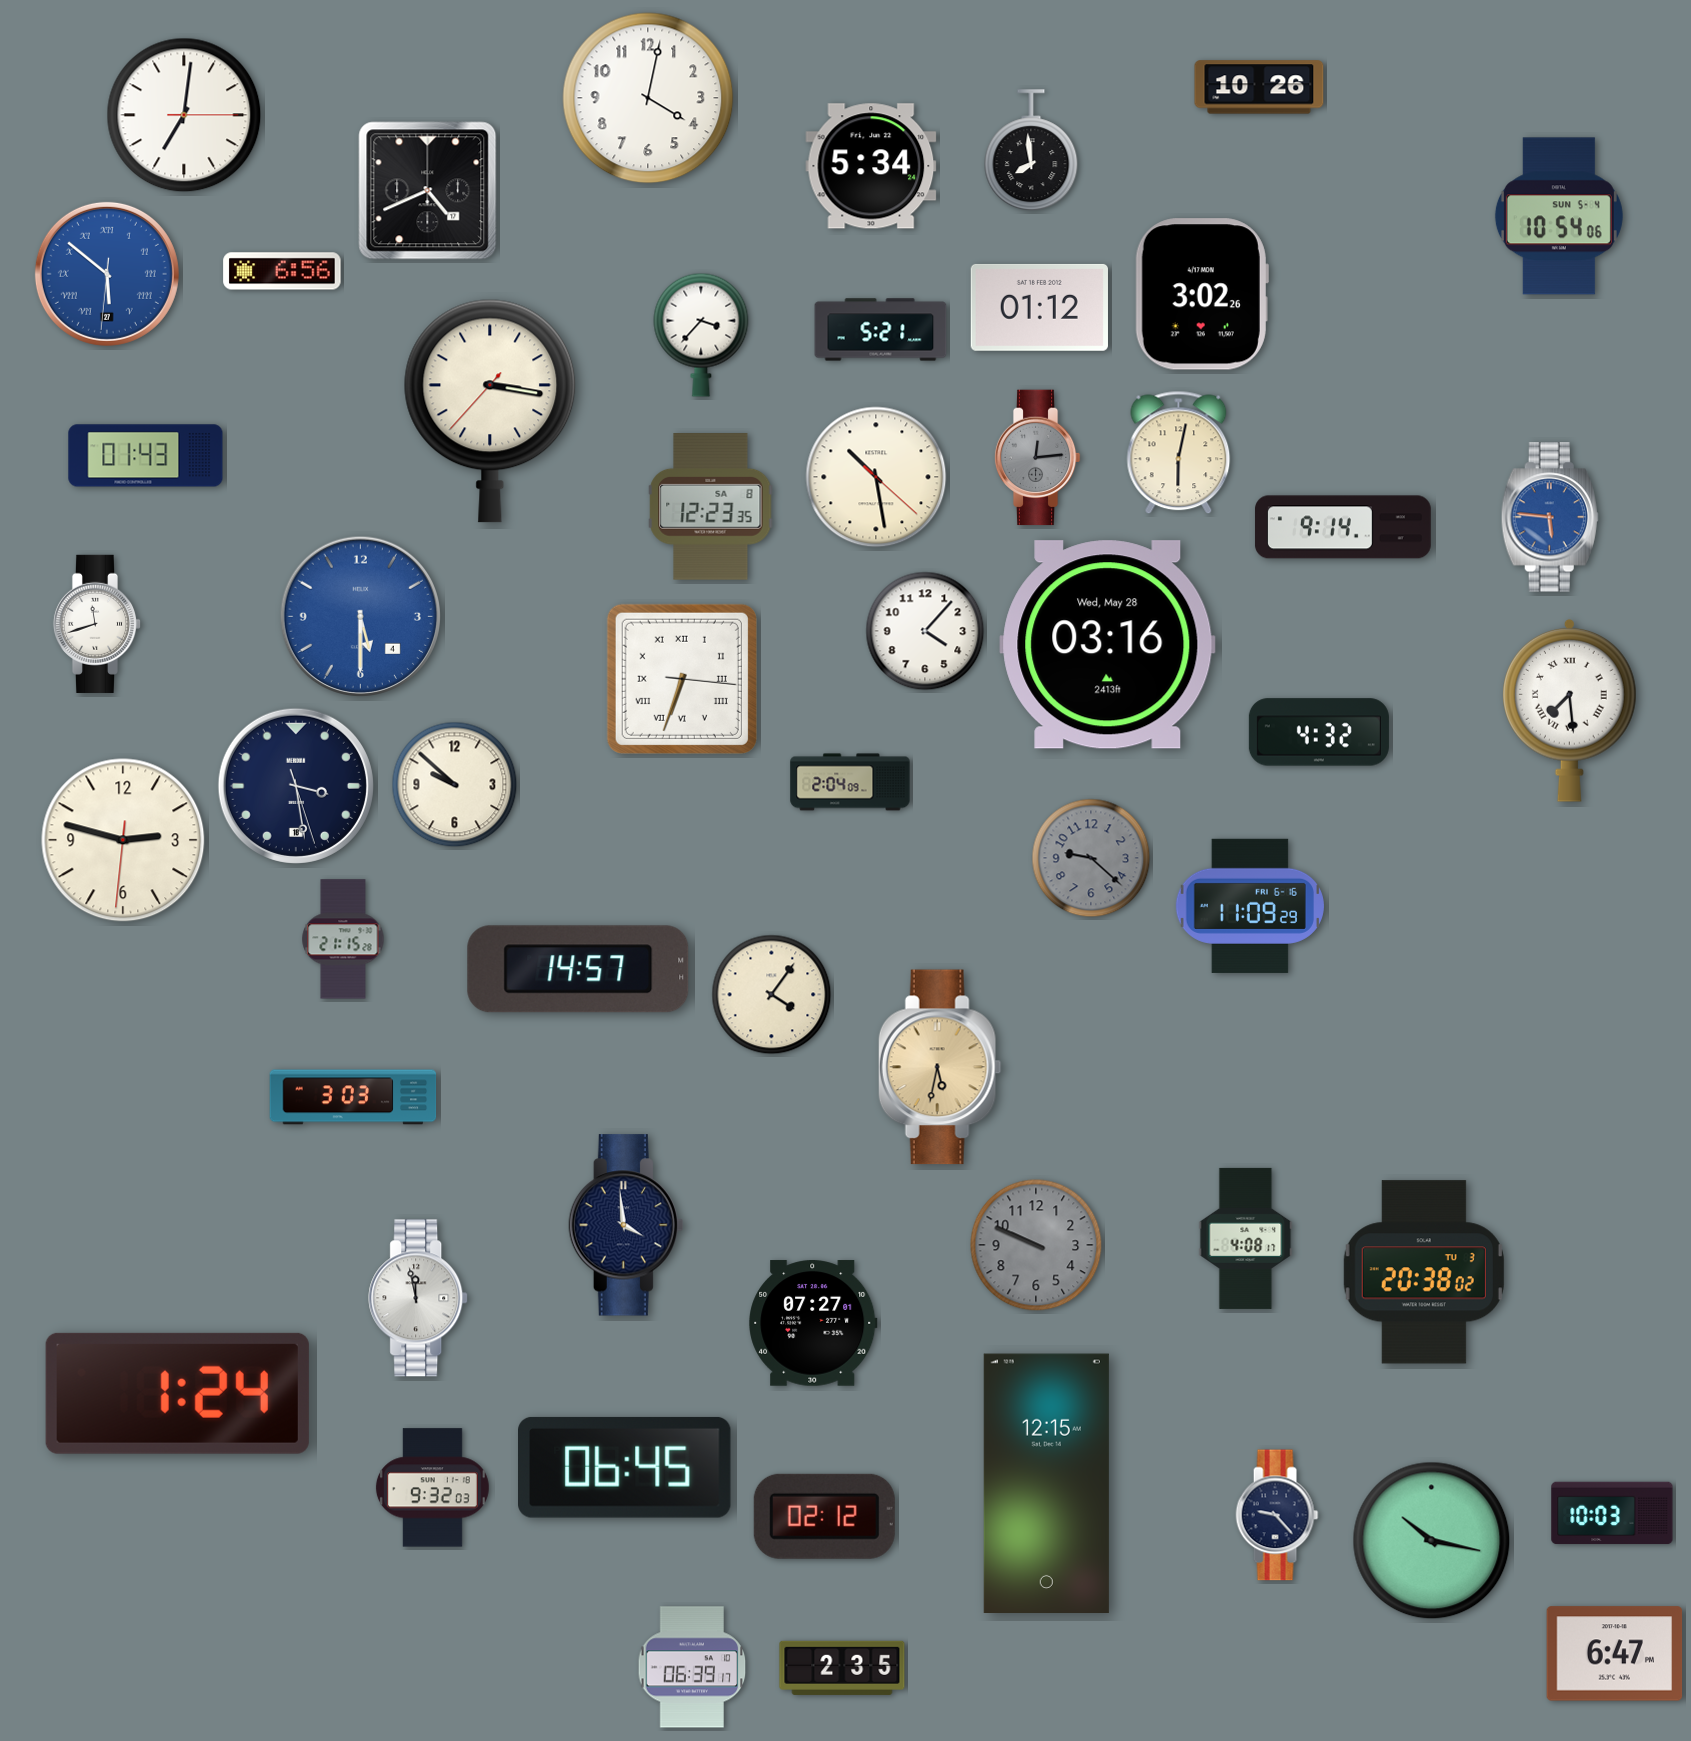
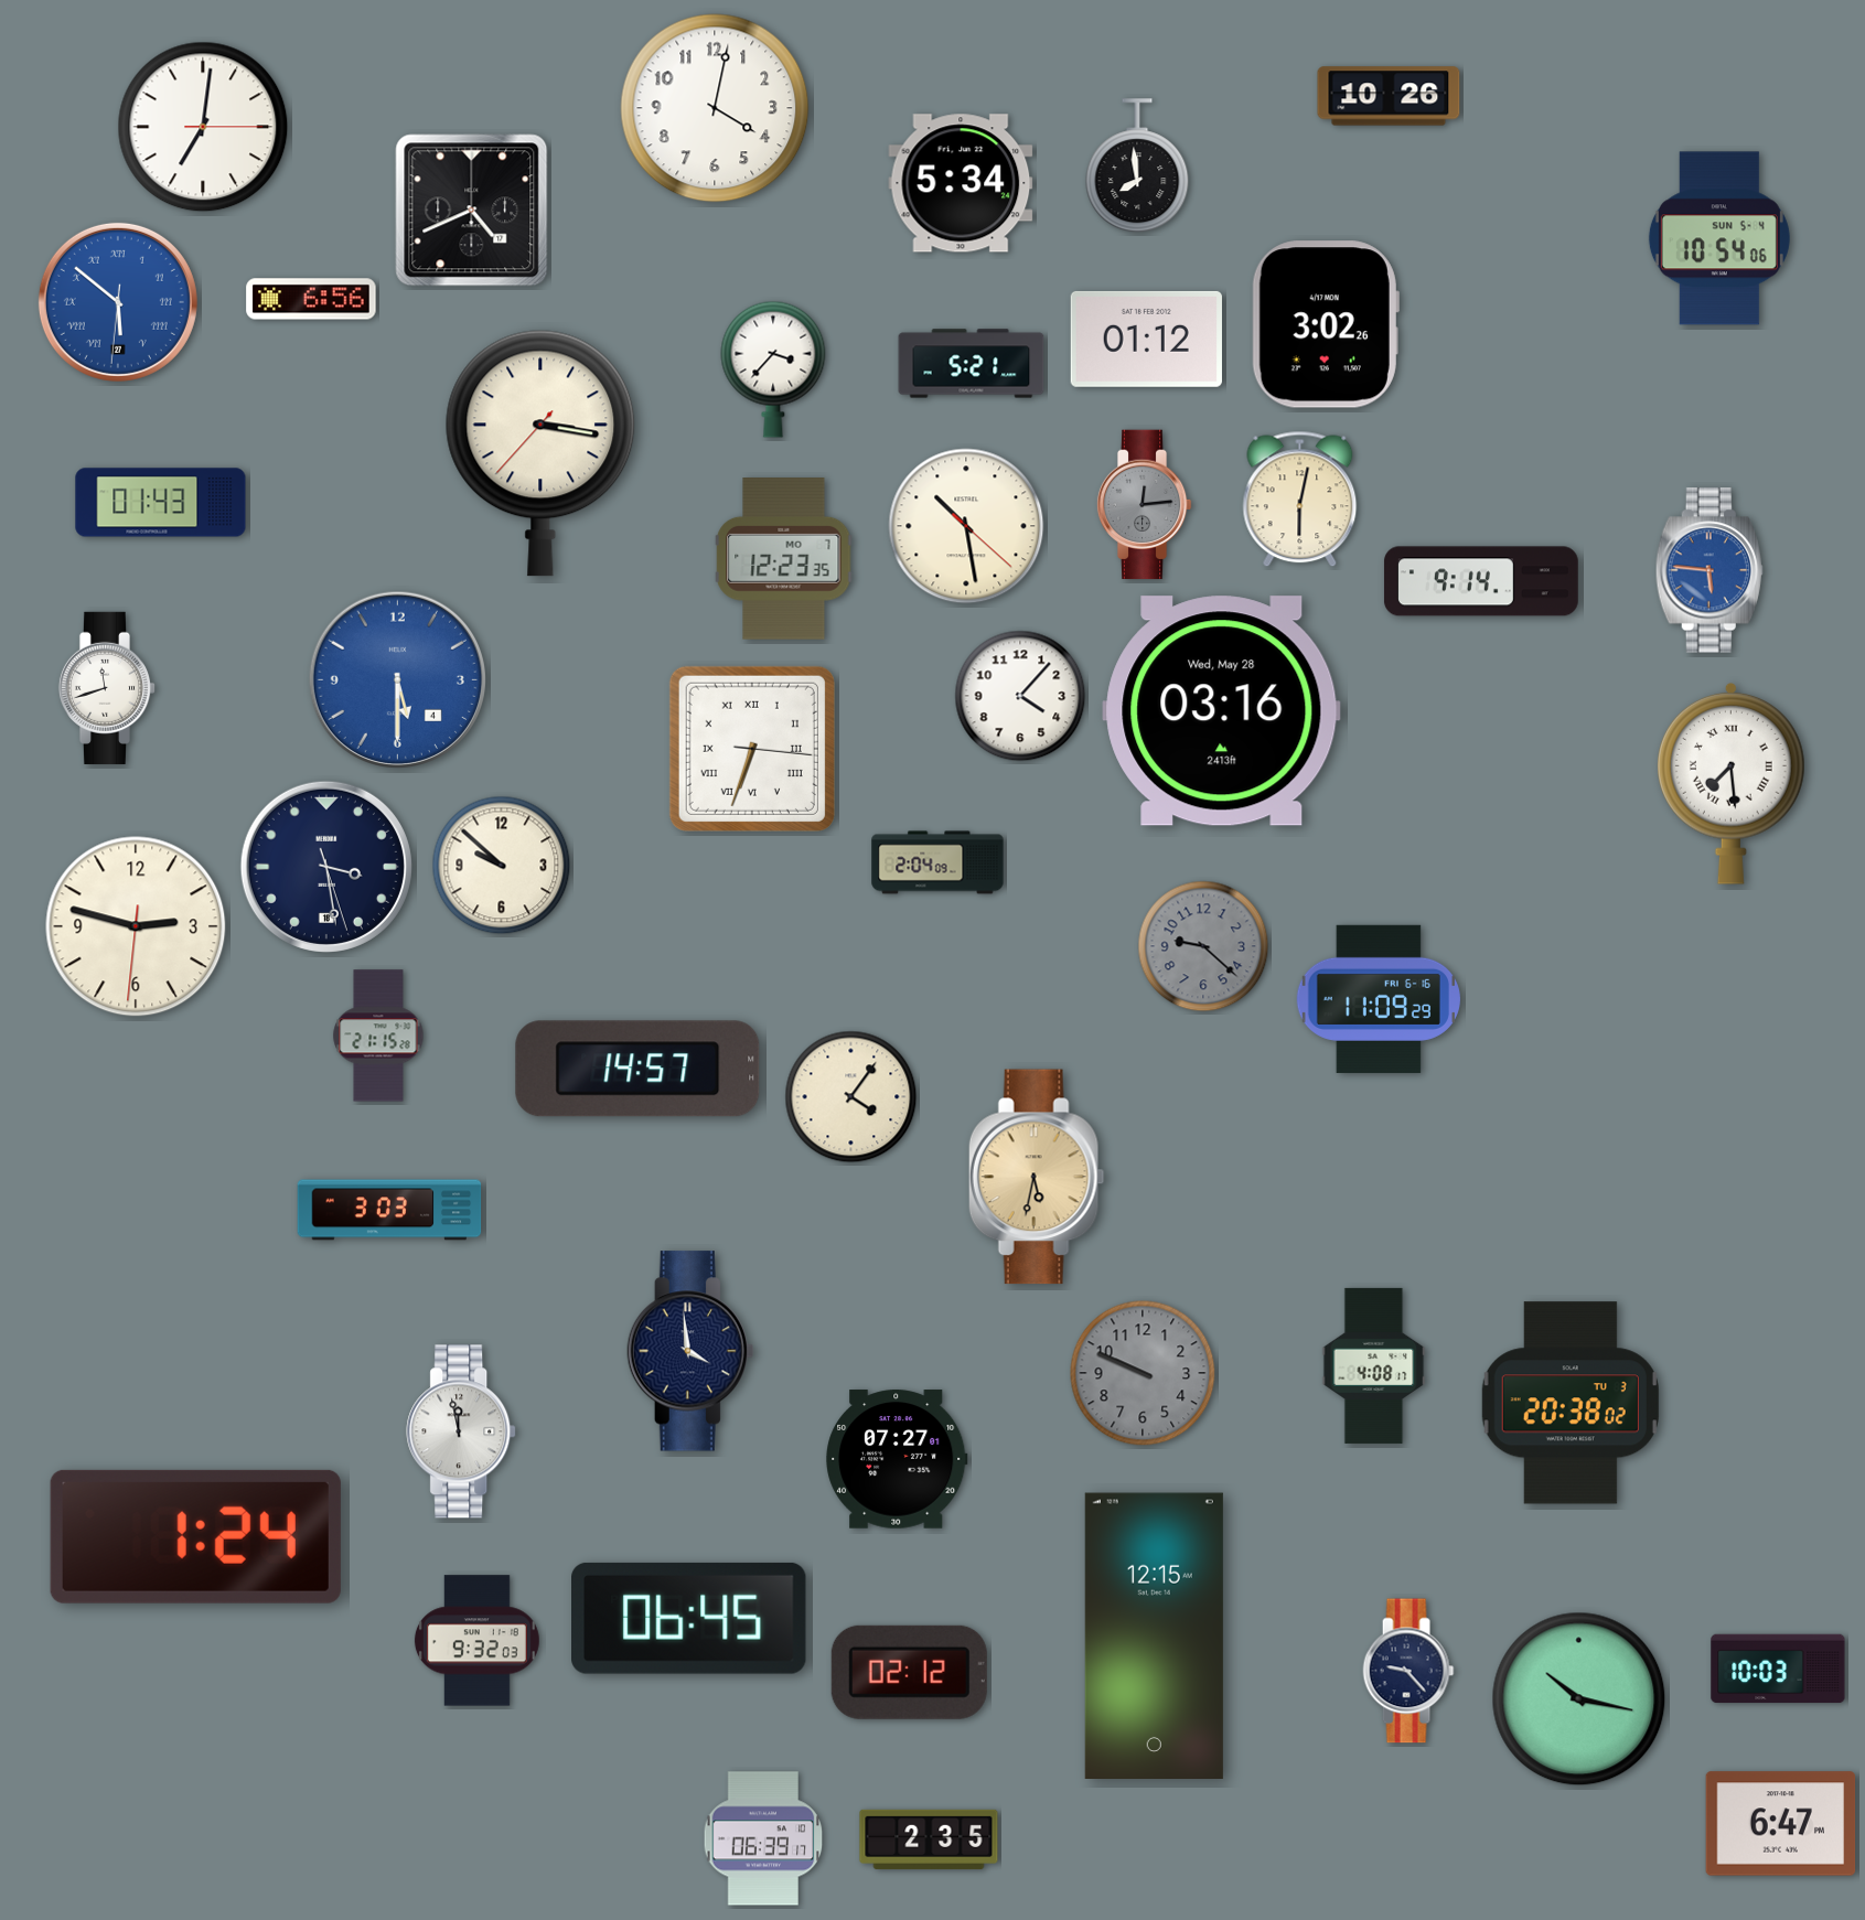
clock at (711, 507) date: SA 8 -> MO 7
clock at (1319, 732): 4:32 -> none
